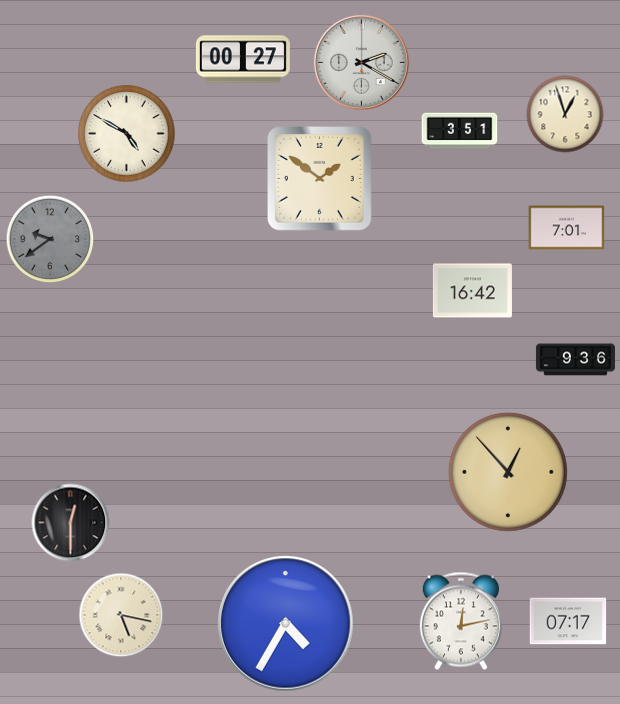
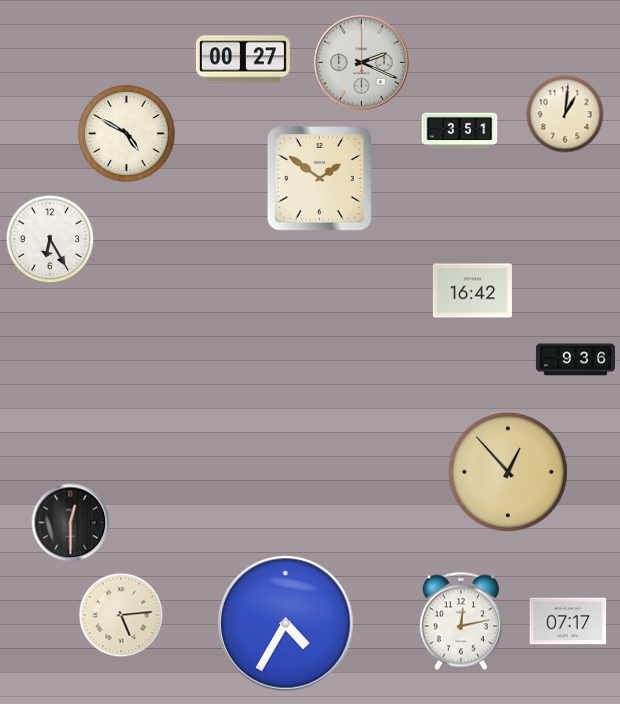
clock at (361, 62): 2:20 -> 2:19
clock at (565, 114): 12:57 -> 1:01
clock at (567, 228): 7:01 -> none
clock at (50, 239): 9:39 -> 6:25
clock at (50, 239) dial: grey -> white
clock at (121, 615): 5:17 -> 5:14
